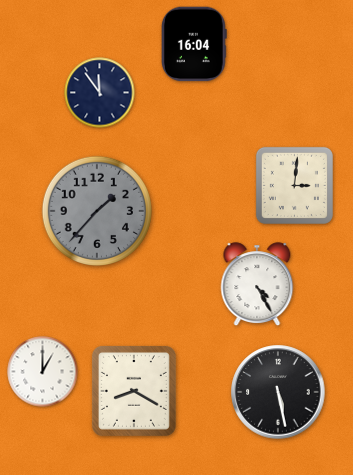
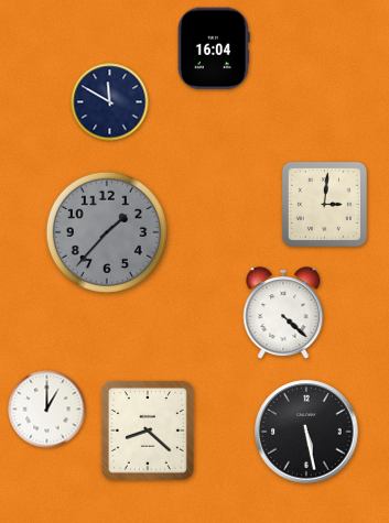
clock at (100, 93): 11:54 -> 11:50
clock at (257, 285): 4:25 -> 4:22
clock at (134, 391): 8:20 -> 8:22
